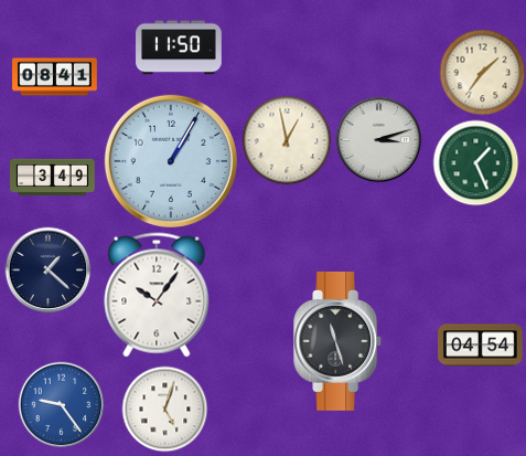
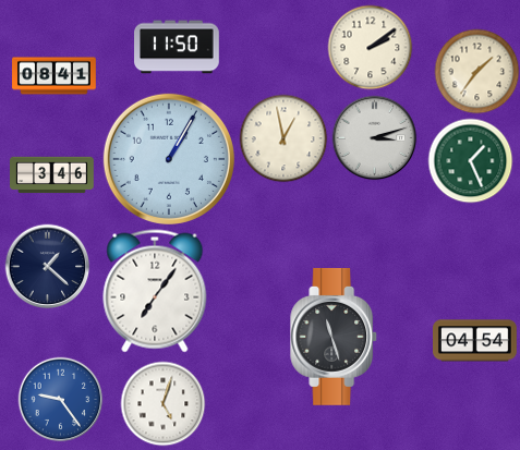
clock at (370, 47): none -> 2:09
clock at (53, 178): 3:49 -> 3:46
clock at (157, 295): 10:06 -> 7:06
